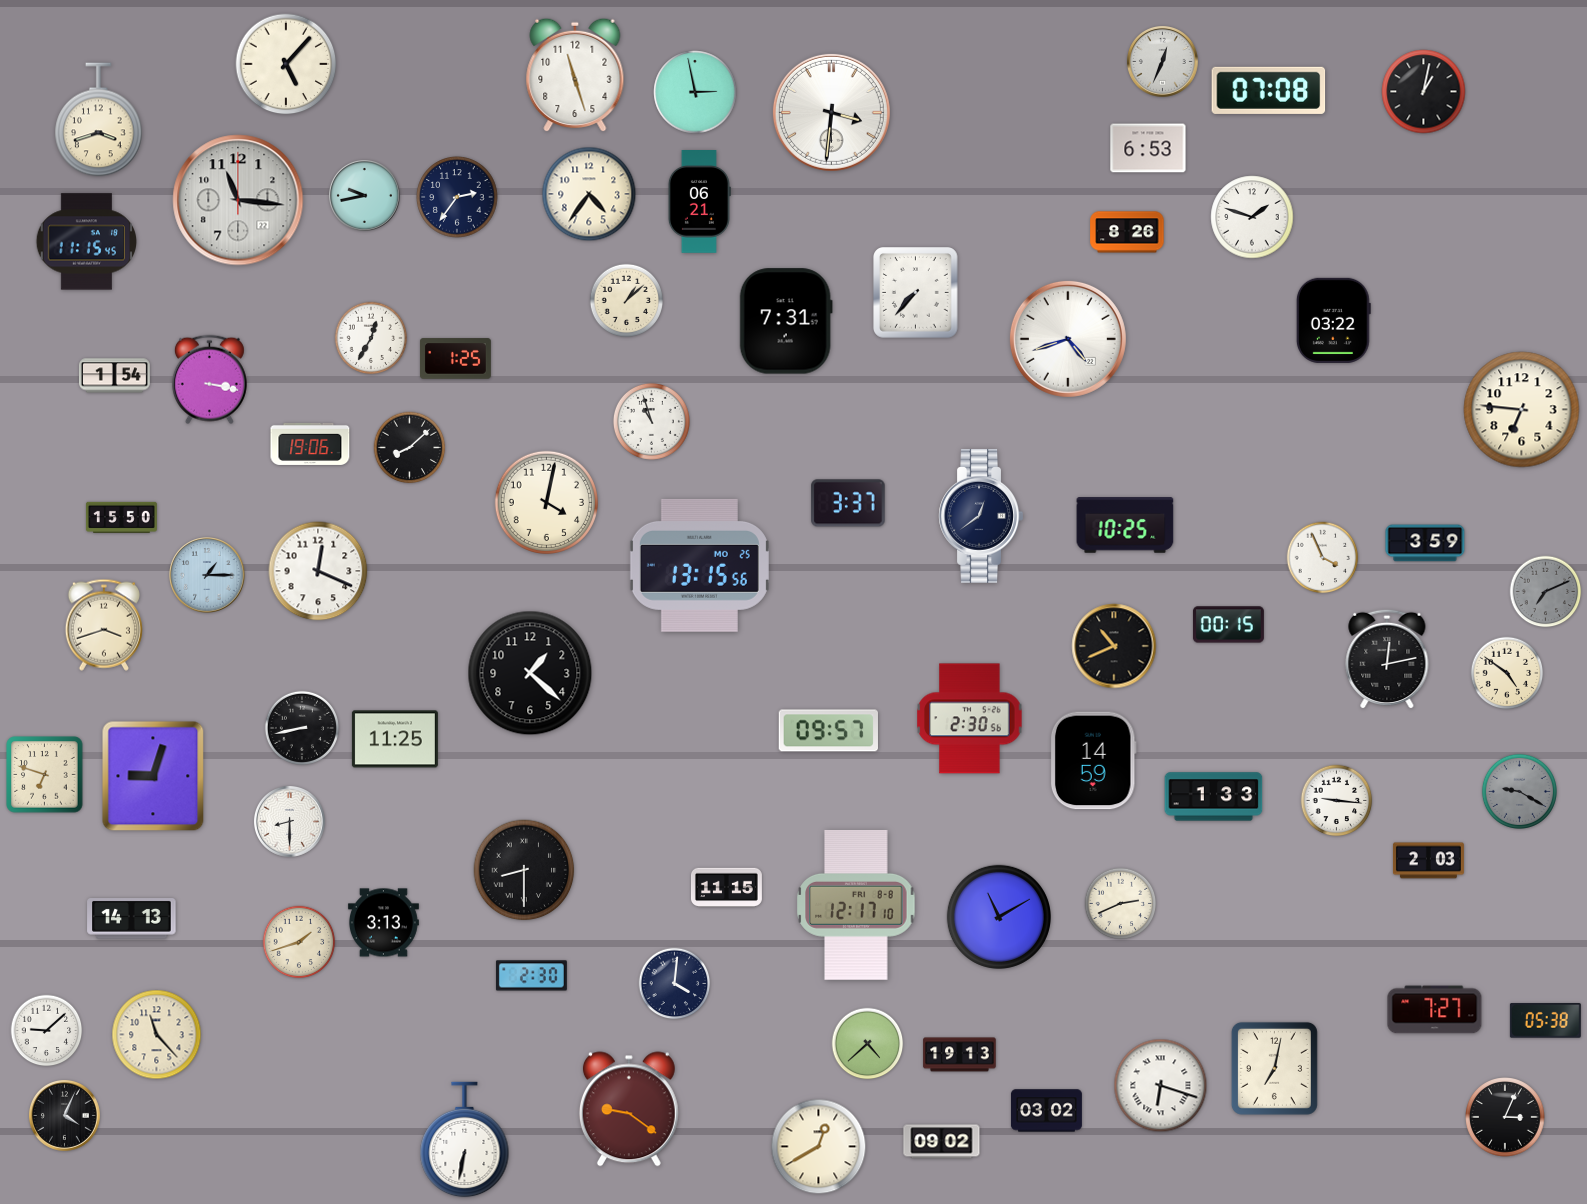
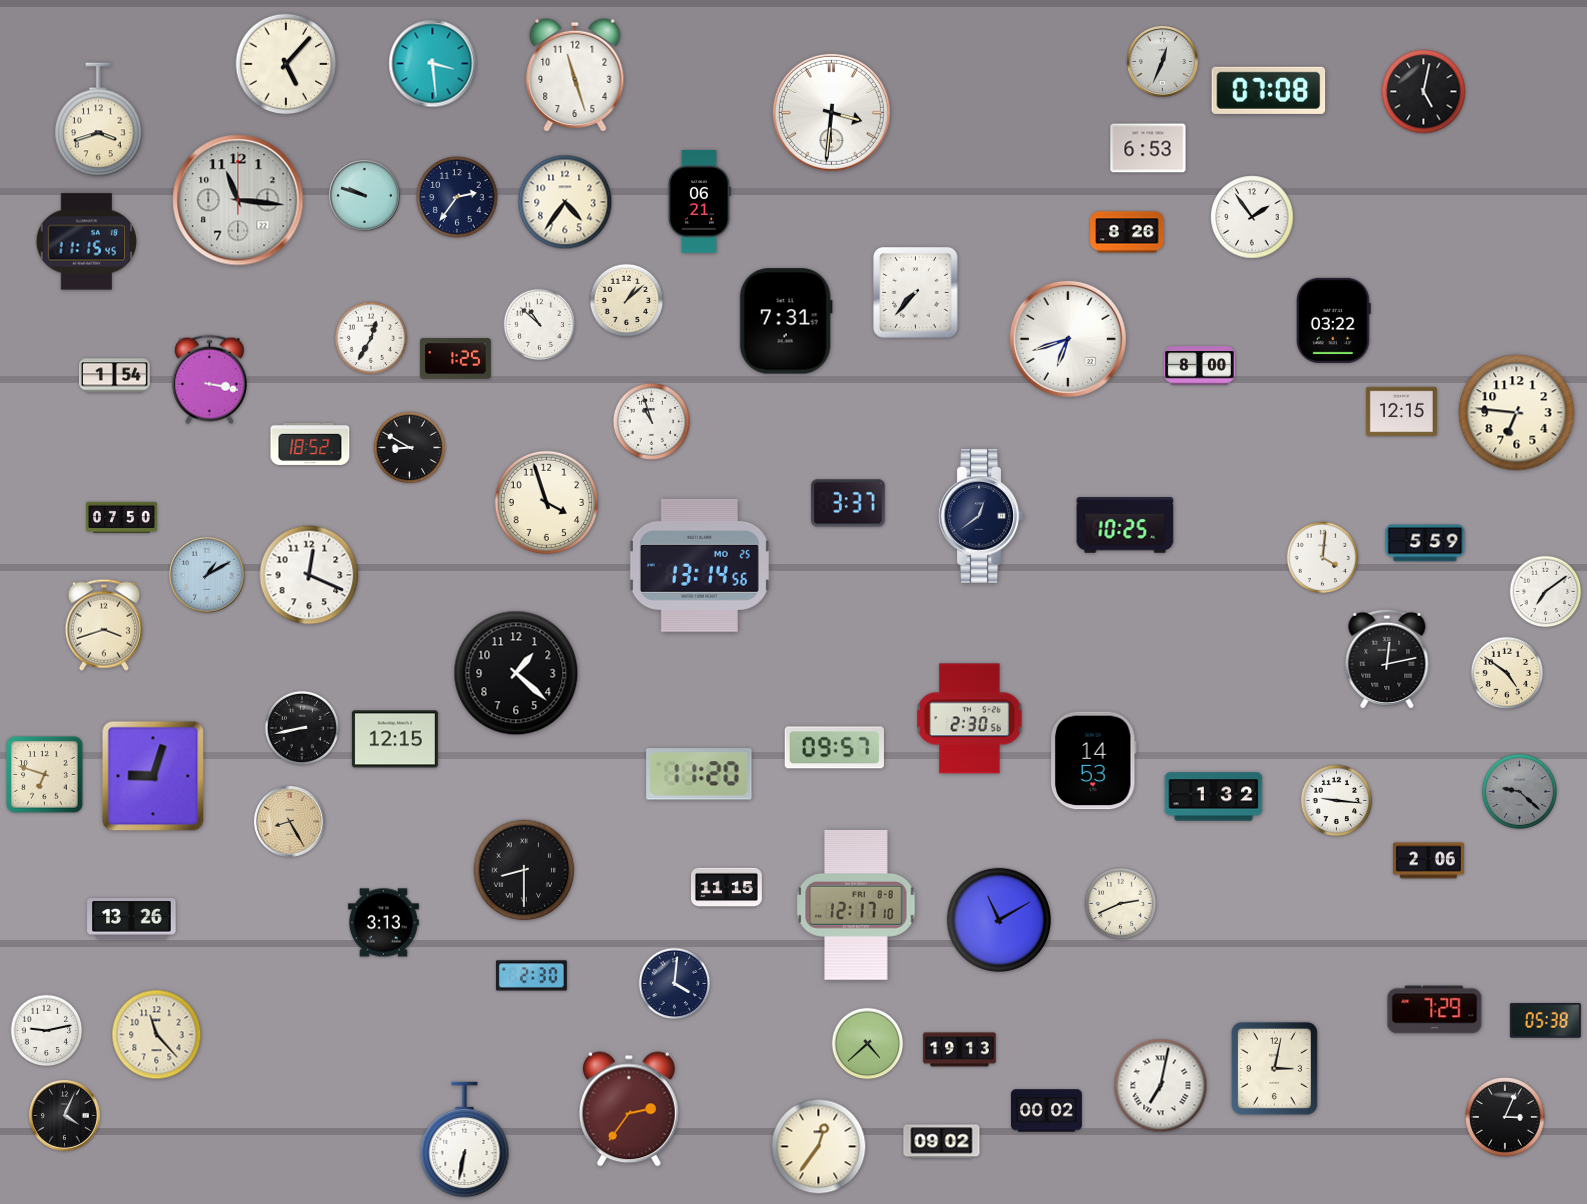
clock at (433, 64): none -> 3:29
clock at (695, 92): 2:58 -> none
clock at (1424, 92): 1:02 -> 5:02
clock at (589, 194) position: (589, 194) -> (565, 202)
clock at (364, 195): 9:43 -> 9:48
clock at (1252, 217): 1:48 -> 1:54
clock at (540, 325): none -> 10:52
clock at (1068, 339): 4:42 -> 6:42
clock at (1199, 366): none -> 8:00
clock at (1522, 410) position: (1522, 410) -> (1517, 413)
clock at (1401, 412): none -> 12:15
clock at (310, 444): 19:06 -> 18:52
clock at (410, 448): 8:08 -> 8:50
clock at (546, 502): 4:02 -> 3:57
clock at (121, 517): 15:50 -> 07:50
clock at (1425, 543): 3:59 -> 5:59
clock at (1323, 558): 3:56 -> 4:01
clock at (699, 565): 13:15 -> 13:14
clock at (318, 571) position: (318, 571) -> (309, 575)
clock at (207, 575): 1:15 -> 1:10
clock at (1546, 592): 7:11 -> 7:09
clock at (1546, 592) dial: grey -> white
clock at (1228, 625): 00:15 -> none
clock at (1114, 646): 10:41 -> none
clock at (530, 673) position: (530, 673) -> (516, 673)
clock at (828, 731) position: (828, 731) -> (834, 748)
clock at (395, 739): 11:25 -> 12:15
clock at (1093, 761): 14:59 -> 14:53
clock at (699, 774): none -> 11:20
clock at (1519, 791): 9:20 -> 9:22
clock at (1214, 797): 1:33 -> 1:32
clock at (289, 821): 8:30 -> 8:25
clock at (289, 821) dial: white -> champagne
clock at (1428, 861): 2:03 -> 2:06
clock at (999, 917) position: (999, 917) -> (999, 920)
clock at (132, 919): 14:13 -> 13:26
clock at (299, 942): 1:42 -> none
clock at (1435, 1010): 7:27 -> 7:29
clock at (47, 1031): 9:08 -> 9:13
clock at (960, 1055) position: (960, 1055) -> (960, 1050)
clock at (1274, 1068): 7:02 -> 3:02
clock at (1161, 1086): 6:18 -> 7:02
clock at (629, 1109): 9:21 -> 2:36
clock at (1046, 1111): 03:02 -> 00:02
clock at (819, 1147): 12:40 -> 12:36
